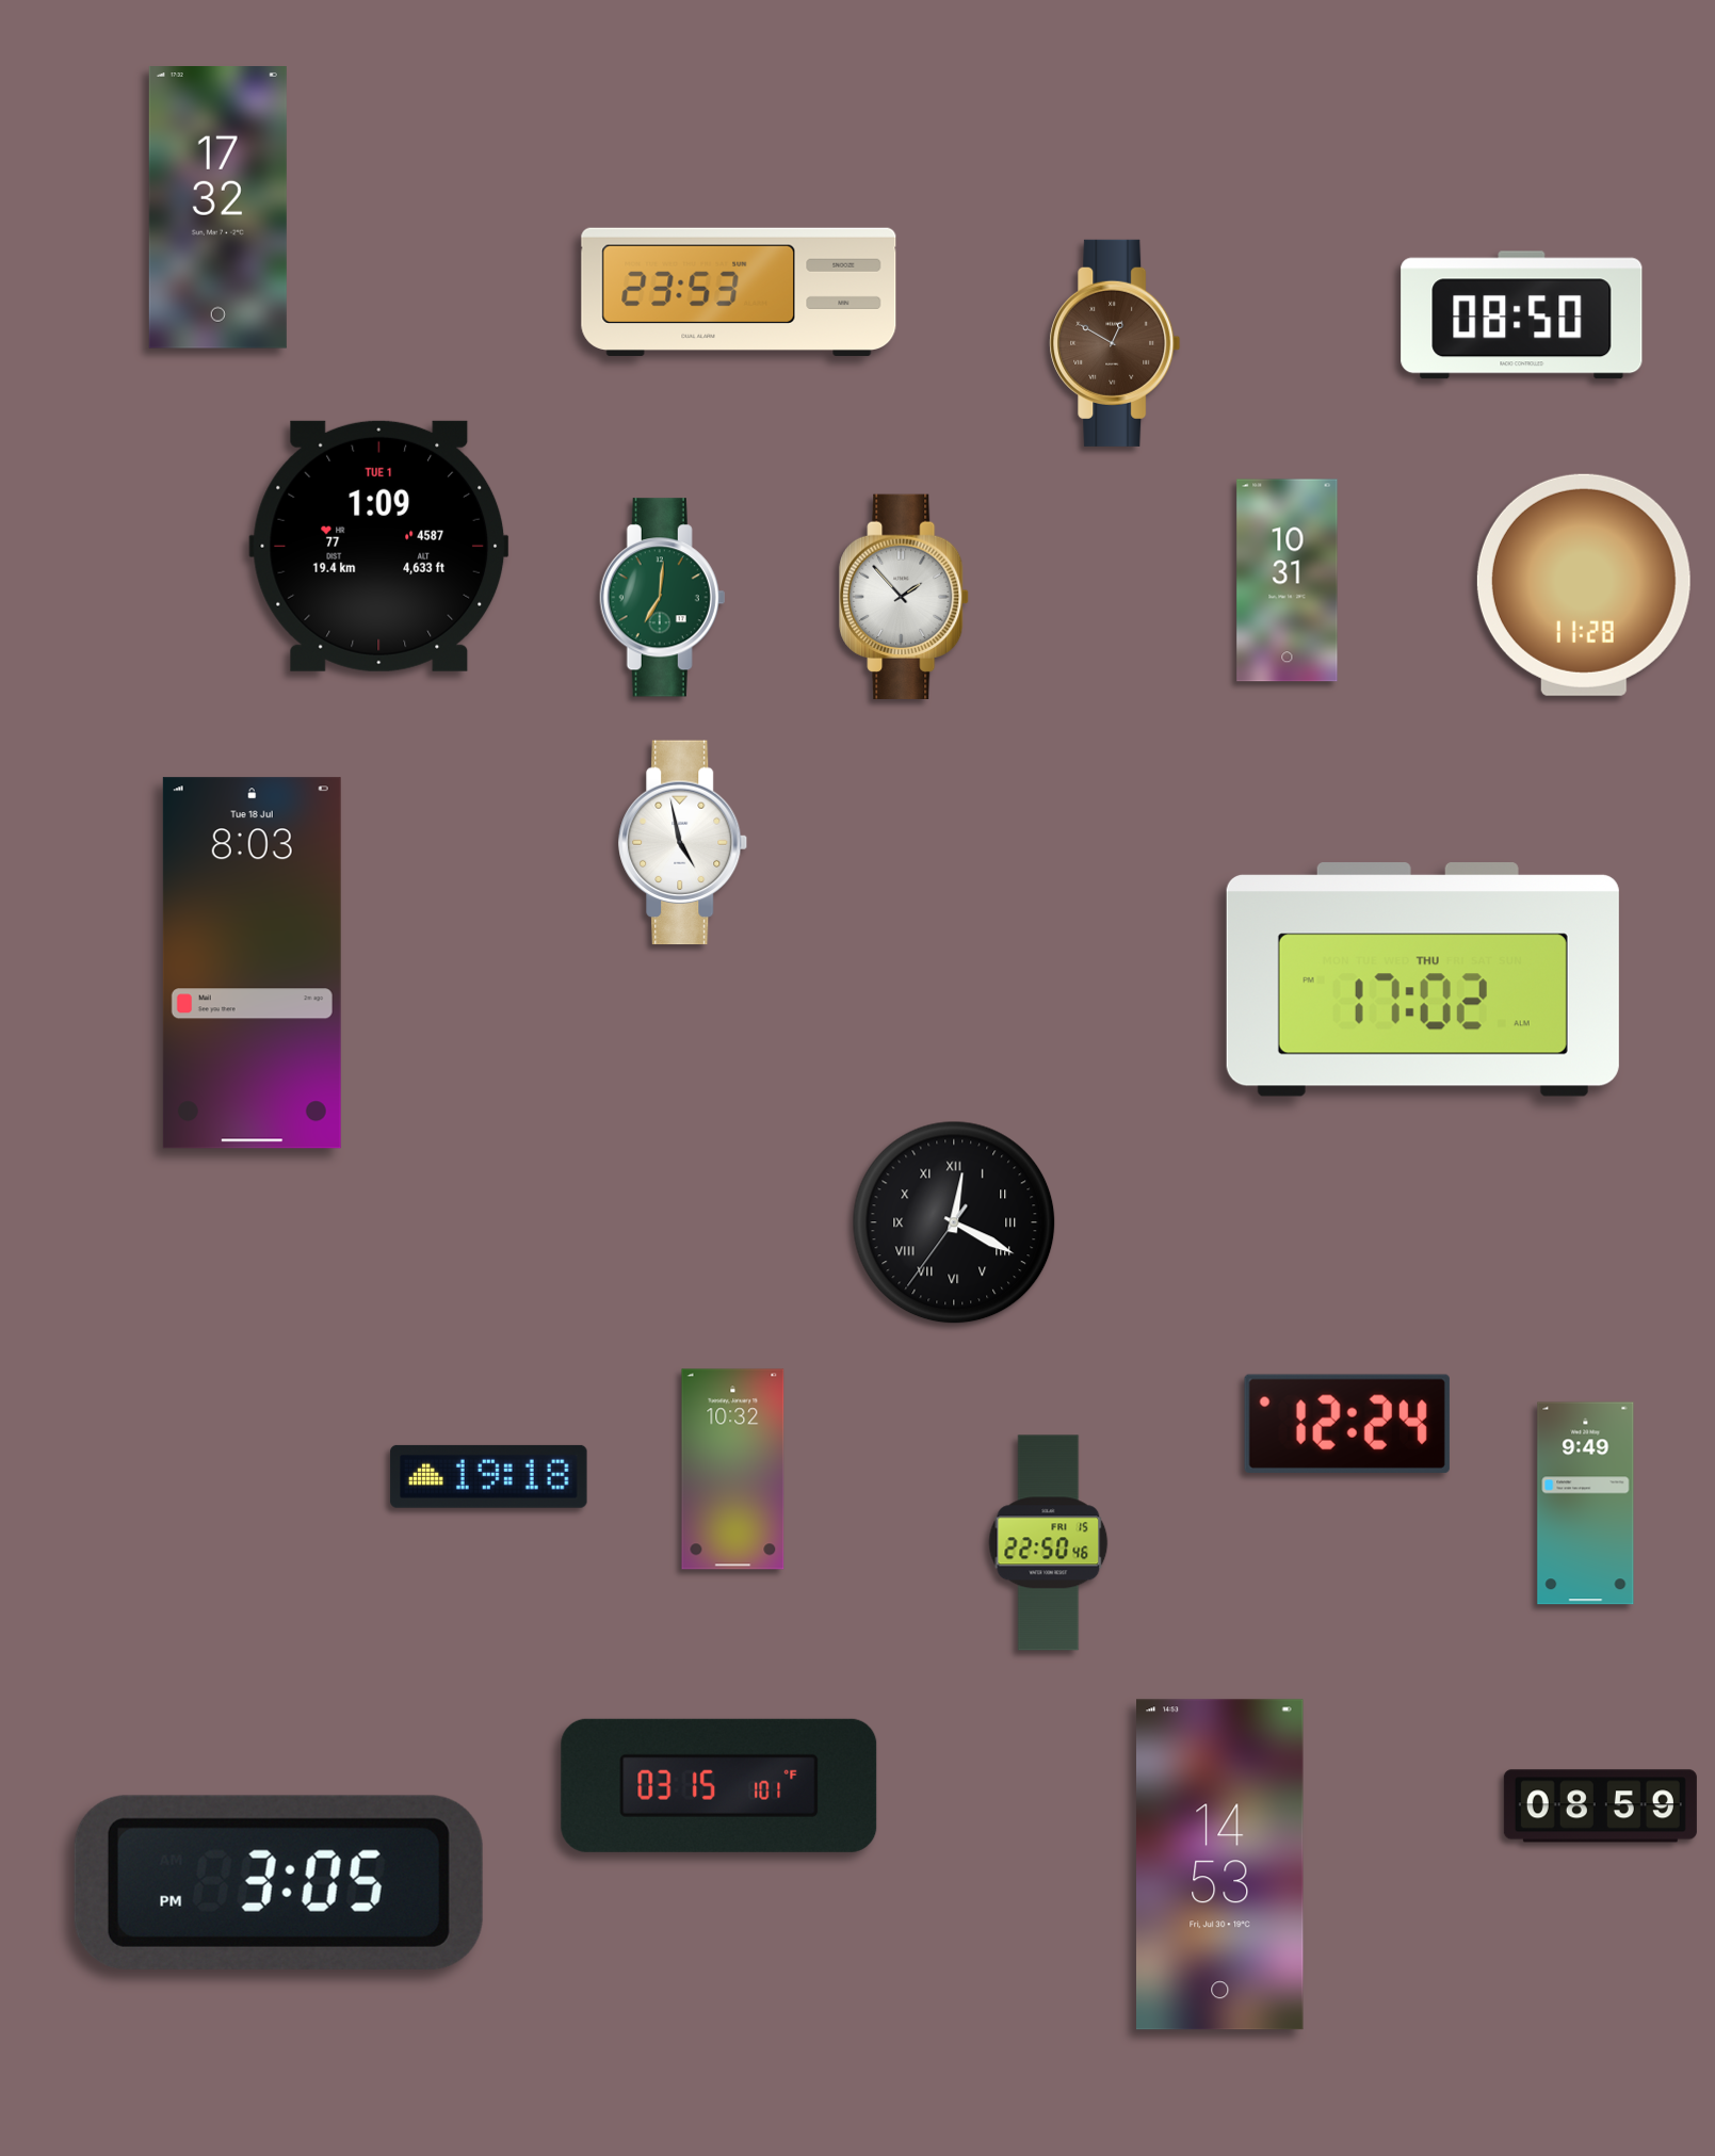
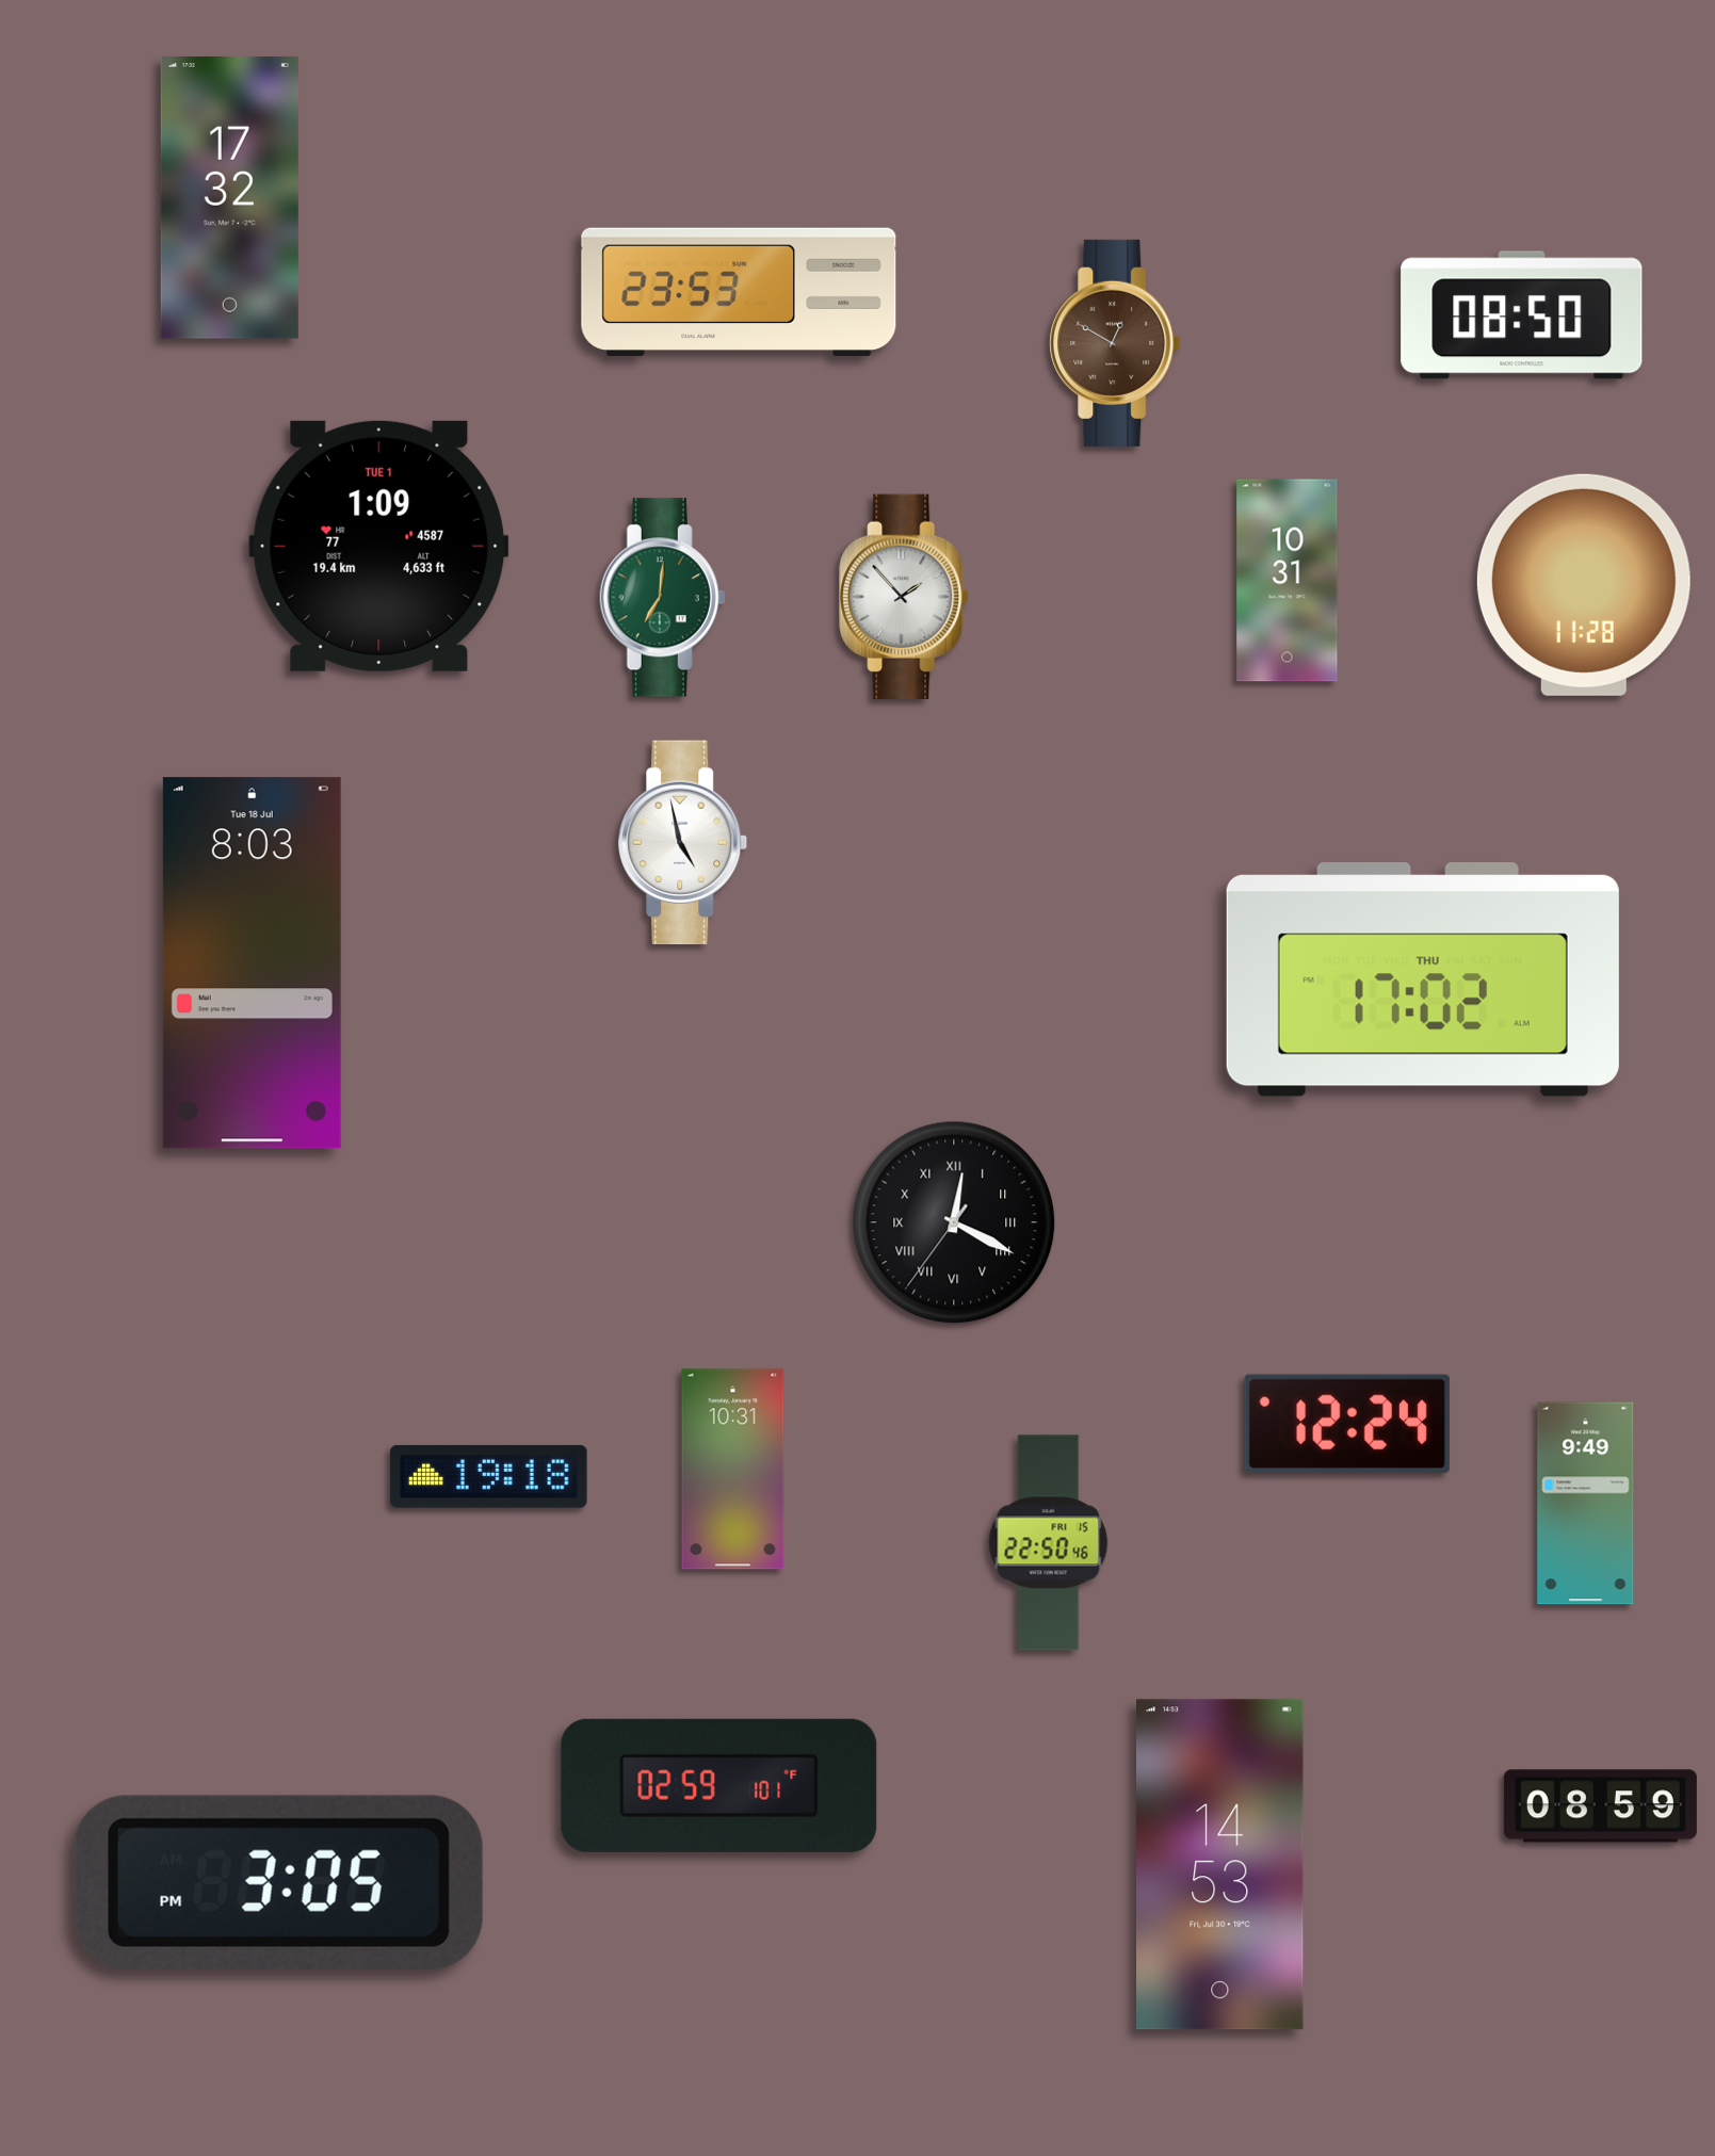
clock at (217, 208) position: (217, 208) -> (229, 198)
clock at (733, 1470): 10:32 -> 10:31
clock at (719, 1785): 03:15 -> 02:59
